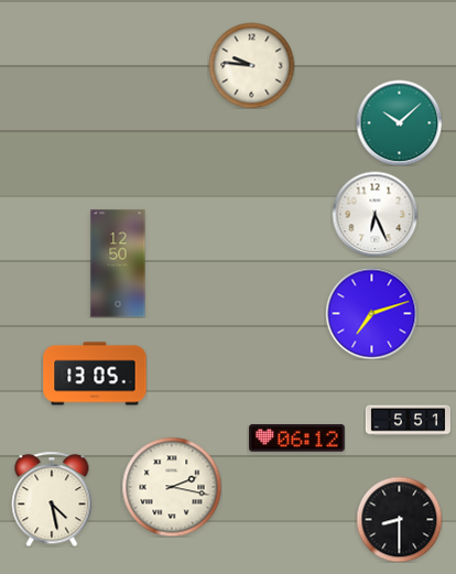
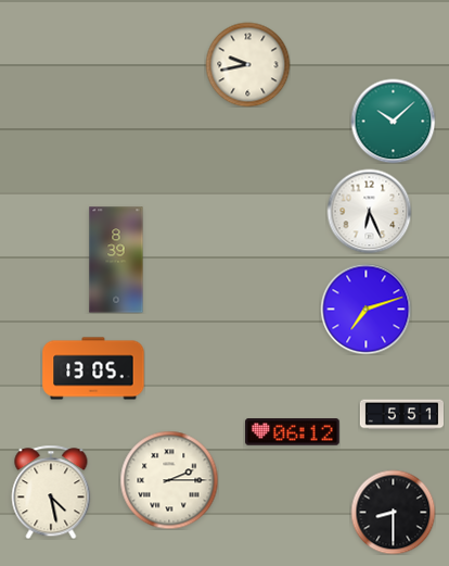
clock at (251, 65): 9:46 -> 9:43
clock at (118, 263): 12:50 -> 8:39
clock at (172, 487): 2:17 -> 2:15
